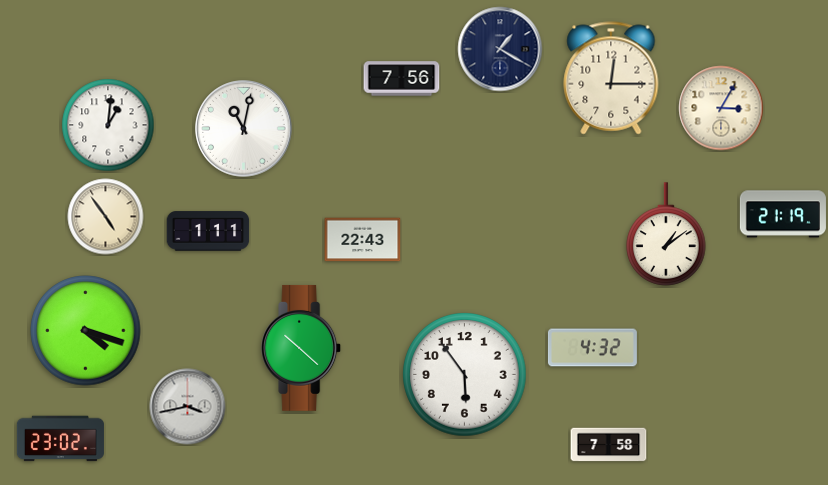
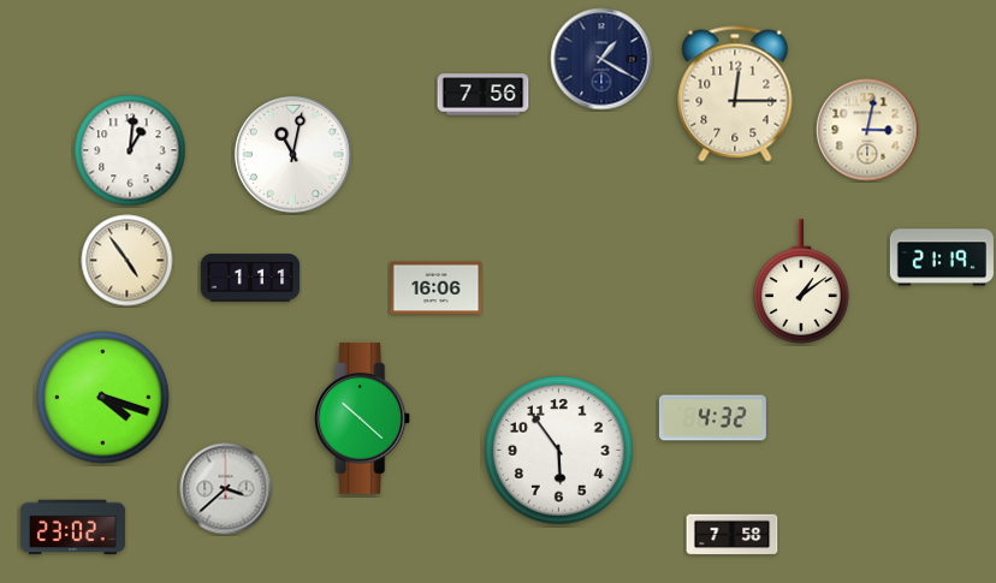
clock at (721, 108): 3:05 -> 3:02
clock at (363, 240): 22:43 -> 16:06
clock at (188, 407): 3:43 -> 3:38
